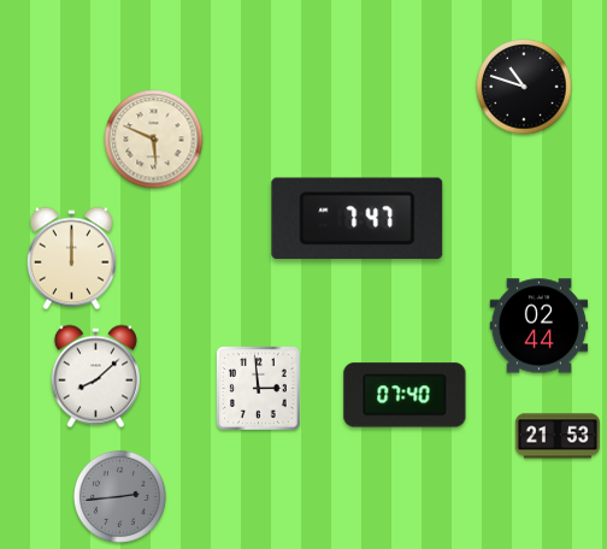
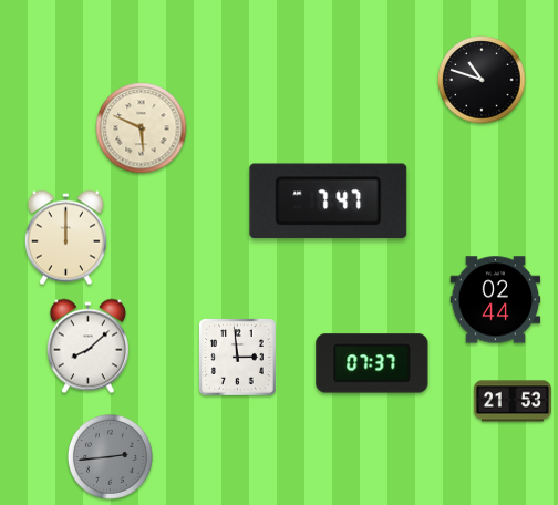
clock at (405, 395): 07:40 -> 07:37
